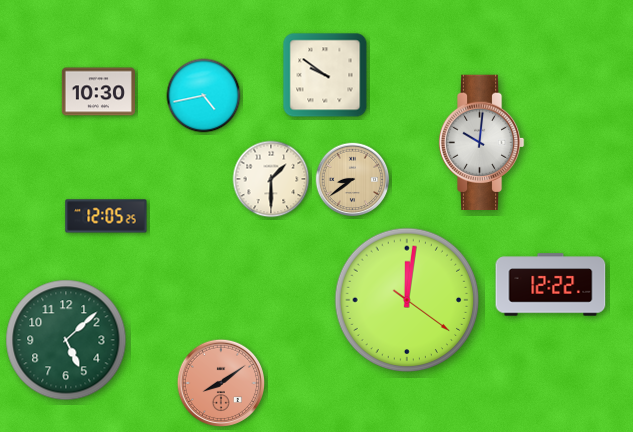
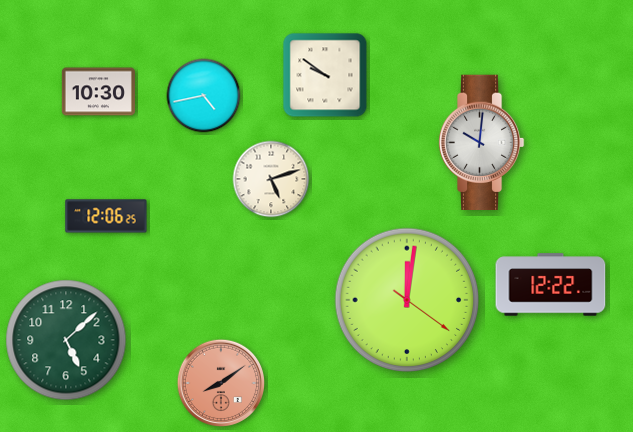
clock at (271, 179): 1:30 -> 5:12
clock at (353, 180): 8:39 -> none
clock at (106, 216): 12:05 -> 12:06
